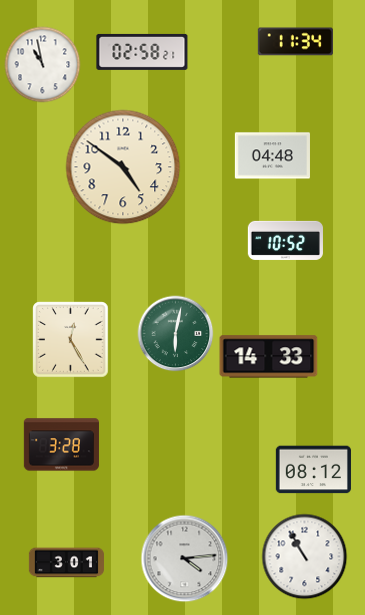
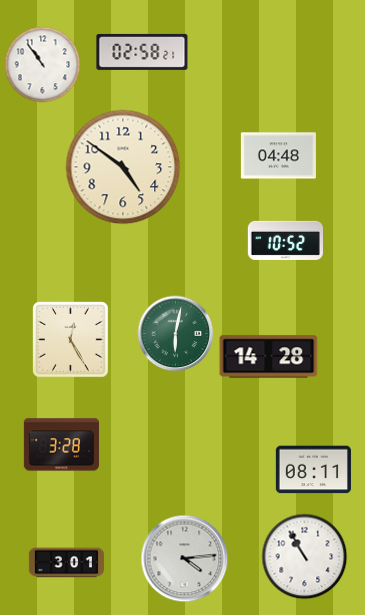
clock at (295, 42): 11:34 -> none
clock at (43, 65): 10:58 -> 10:54
clock at (272, 156) position: (272, 156) -> (278, 156)
clock at (269, 357): 14:33 -> 14:28
clock at (313, 470): 08:12 -> 08:11
